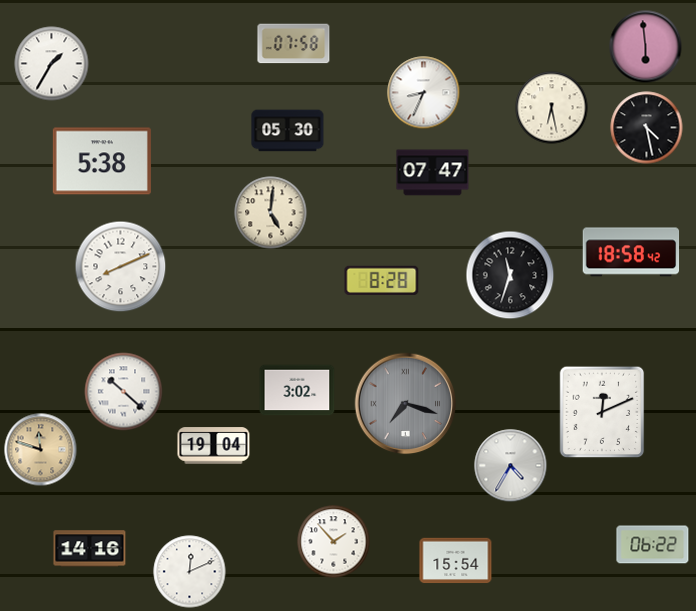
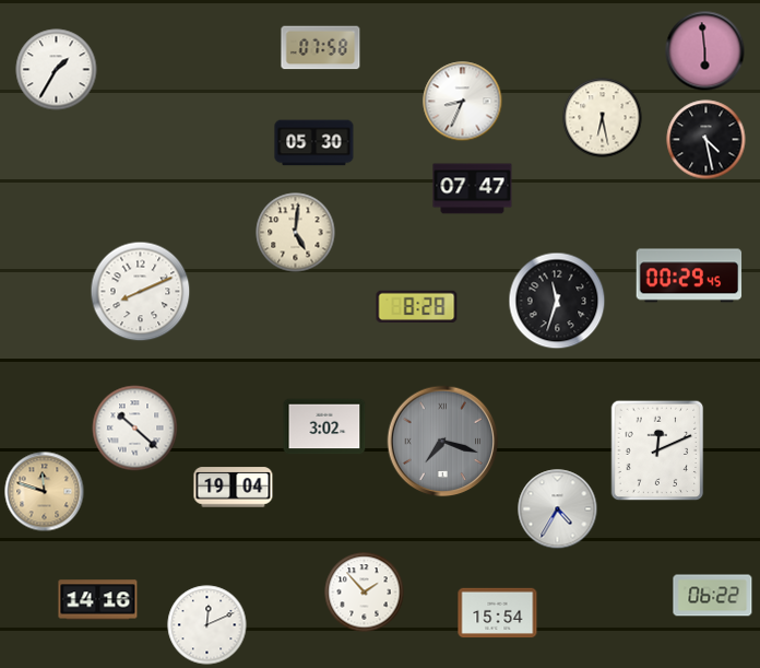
clock at (102, 161): 5:38 -> none
clock at (631, 252): 18:58 -> 00:29
clock at (121, 267) position: (121, 267) -> (141, 292)
